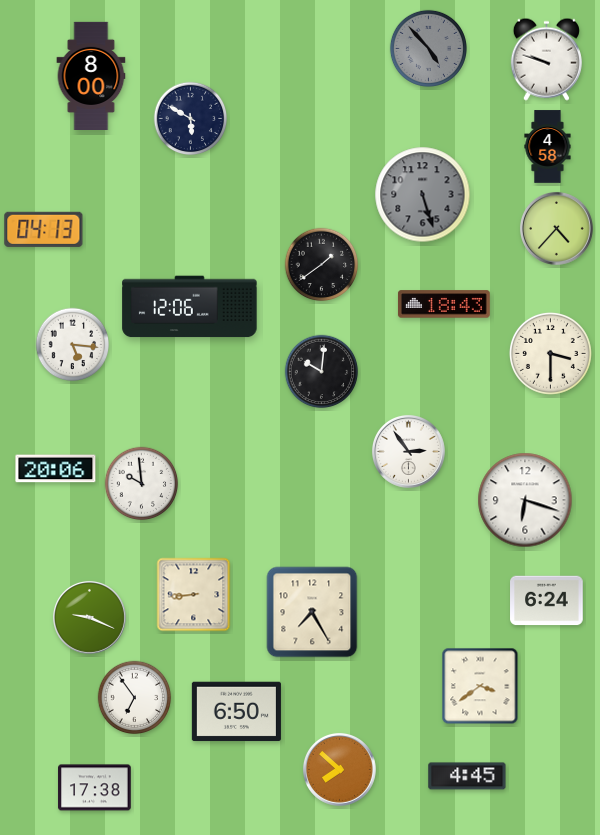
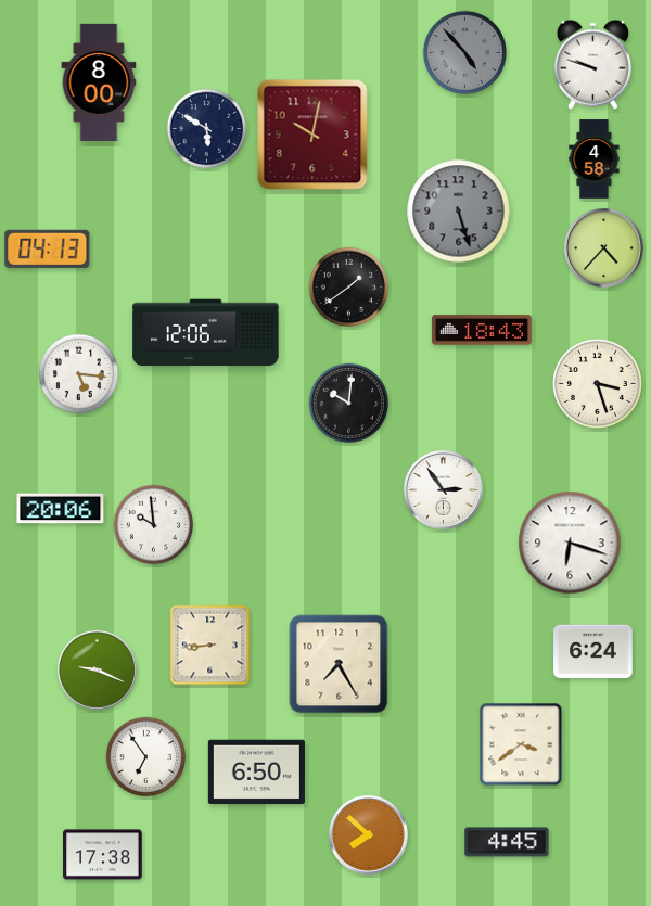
clock at (312, 135): none -> 10:02
clock at (550, 353): 3:30 -> 3:27
